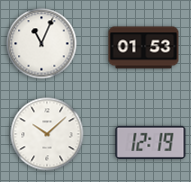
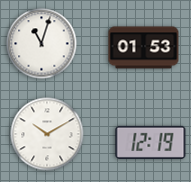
clock at (42, 44): 11:04 -> 11:03
clock at (47, 134): 10:08 -> 10:10
